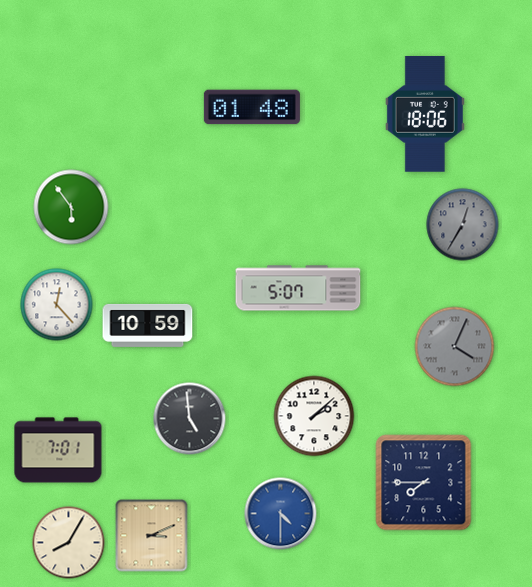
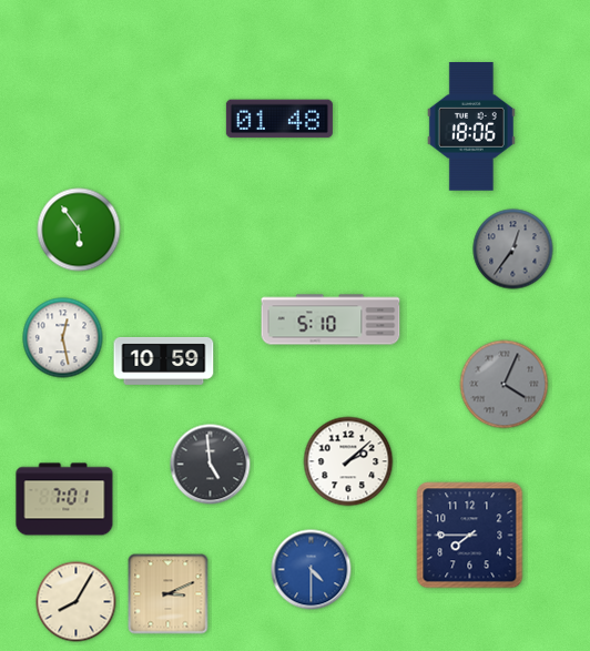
clock at (463, 225): 12:35 -> 12:36
clock at (298, 288): 5:07 -> 5:10
clock at (57, 305): 12:23 -> 12:28
